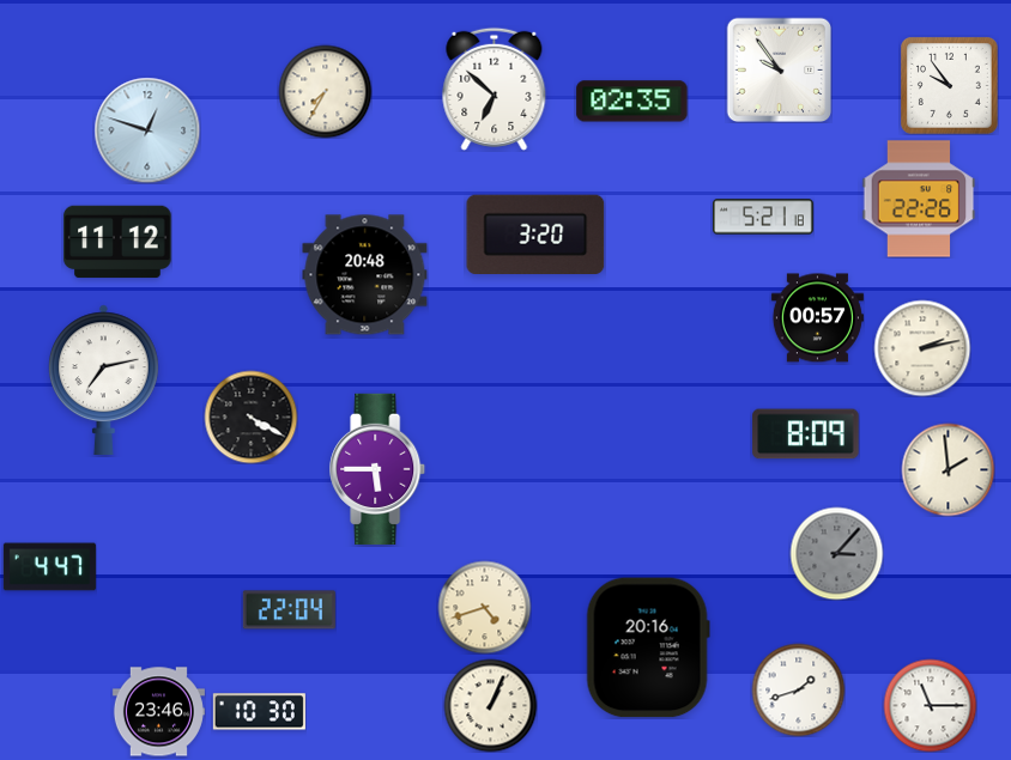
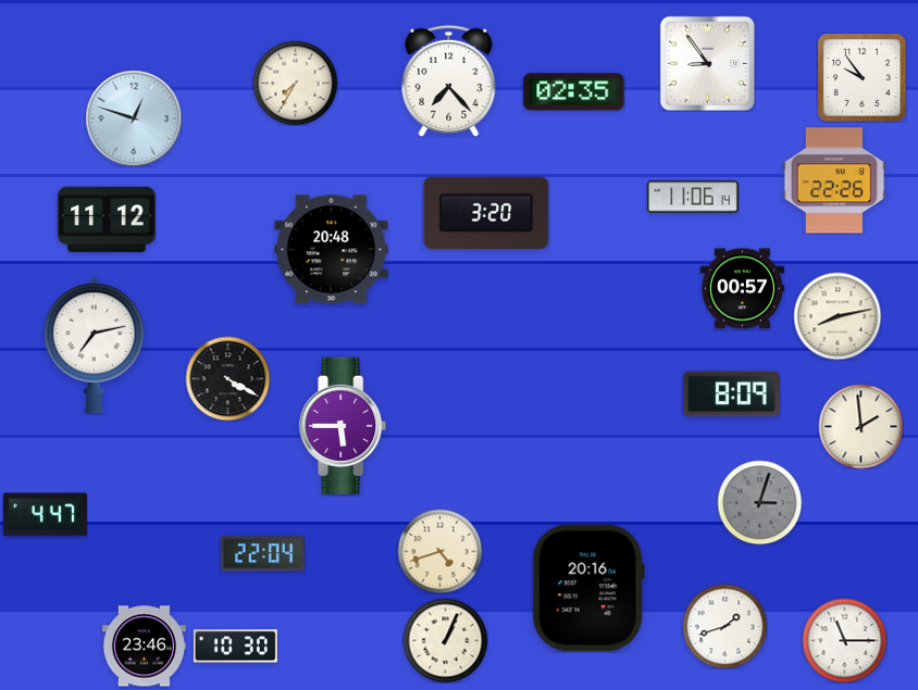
clock at (779, 69): 9:54 -> 8:54
clock at (495, 89): 6:52 -> 7:23
clock at (763, 217): 5:21 -> 11:06
clock at (922, 348): 2:13 -> 8:13
clock at (836, 553): 3:07 -> 3:03
